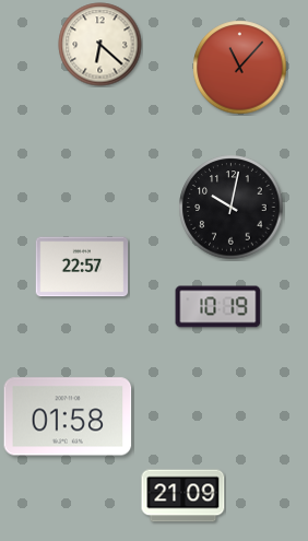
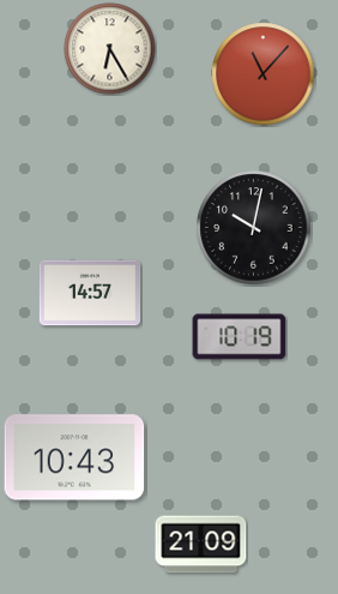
clock at (100, 45): 6:22 -> 6:25
clock at (82, 267): 22:57 -> 14:57
clock at (68, 416): 01:58 -> 10:43
